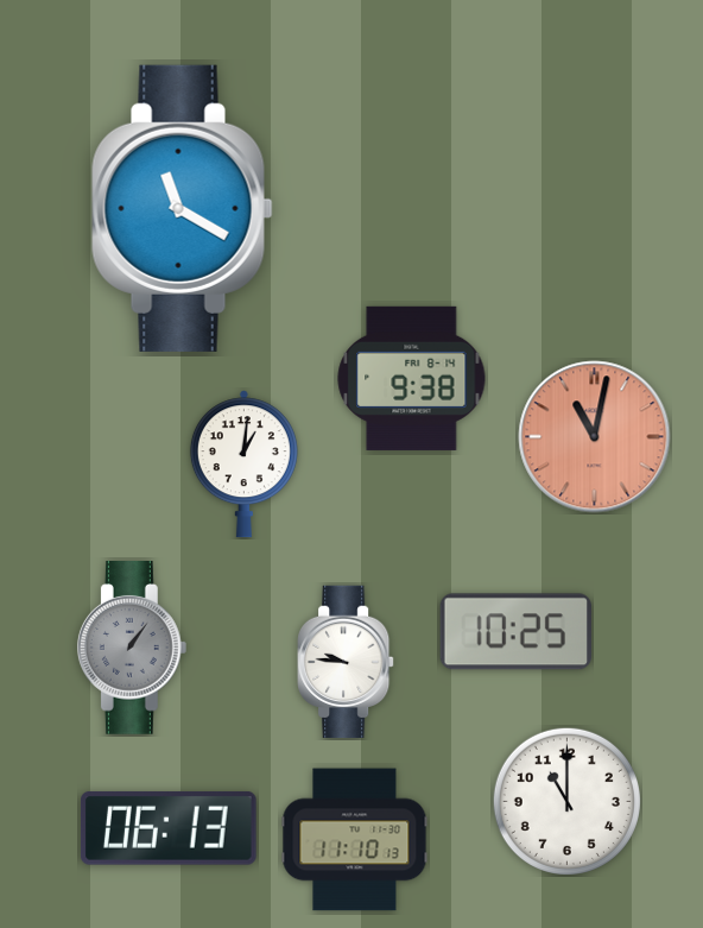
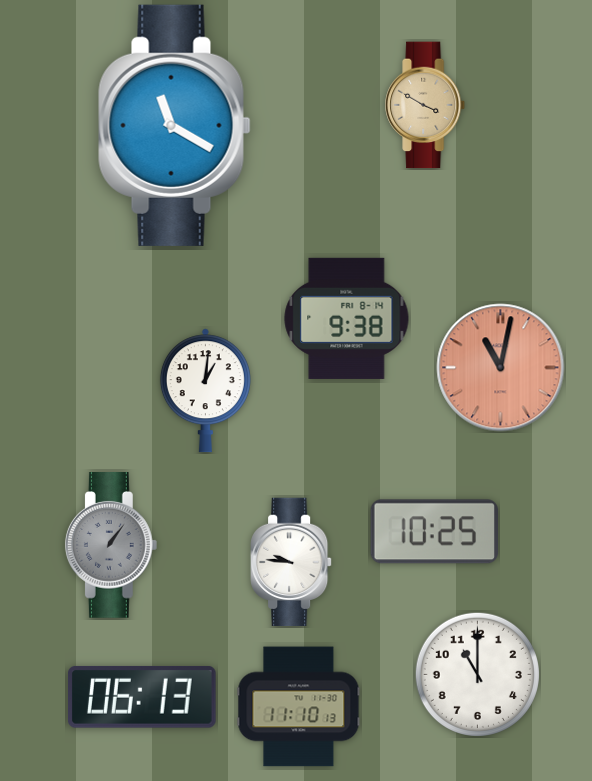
clock at (426, 105): none -> 3:50
clock at (183, 208) position: (183, 208) -> (175, 125)
clock at (347, 662) position: (347, 662) -> (292, 562)
